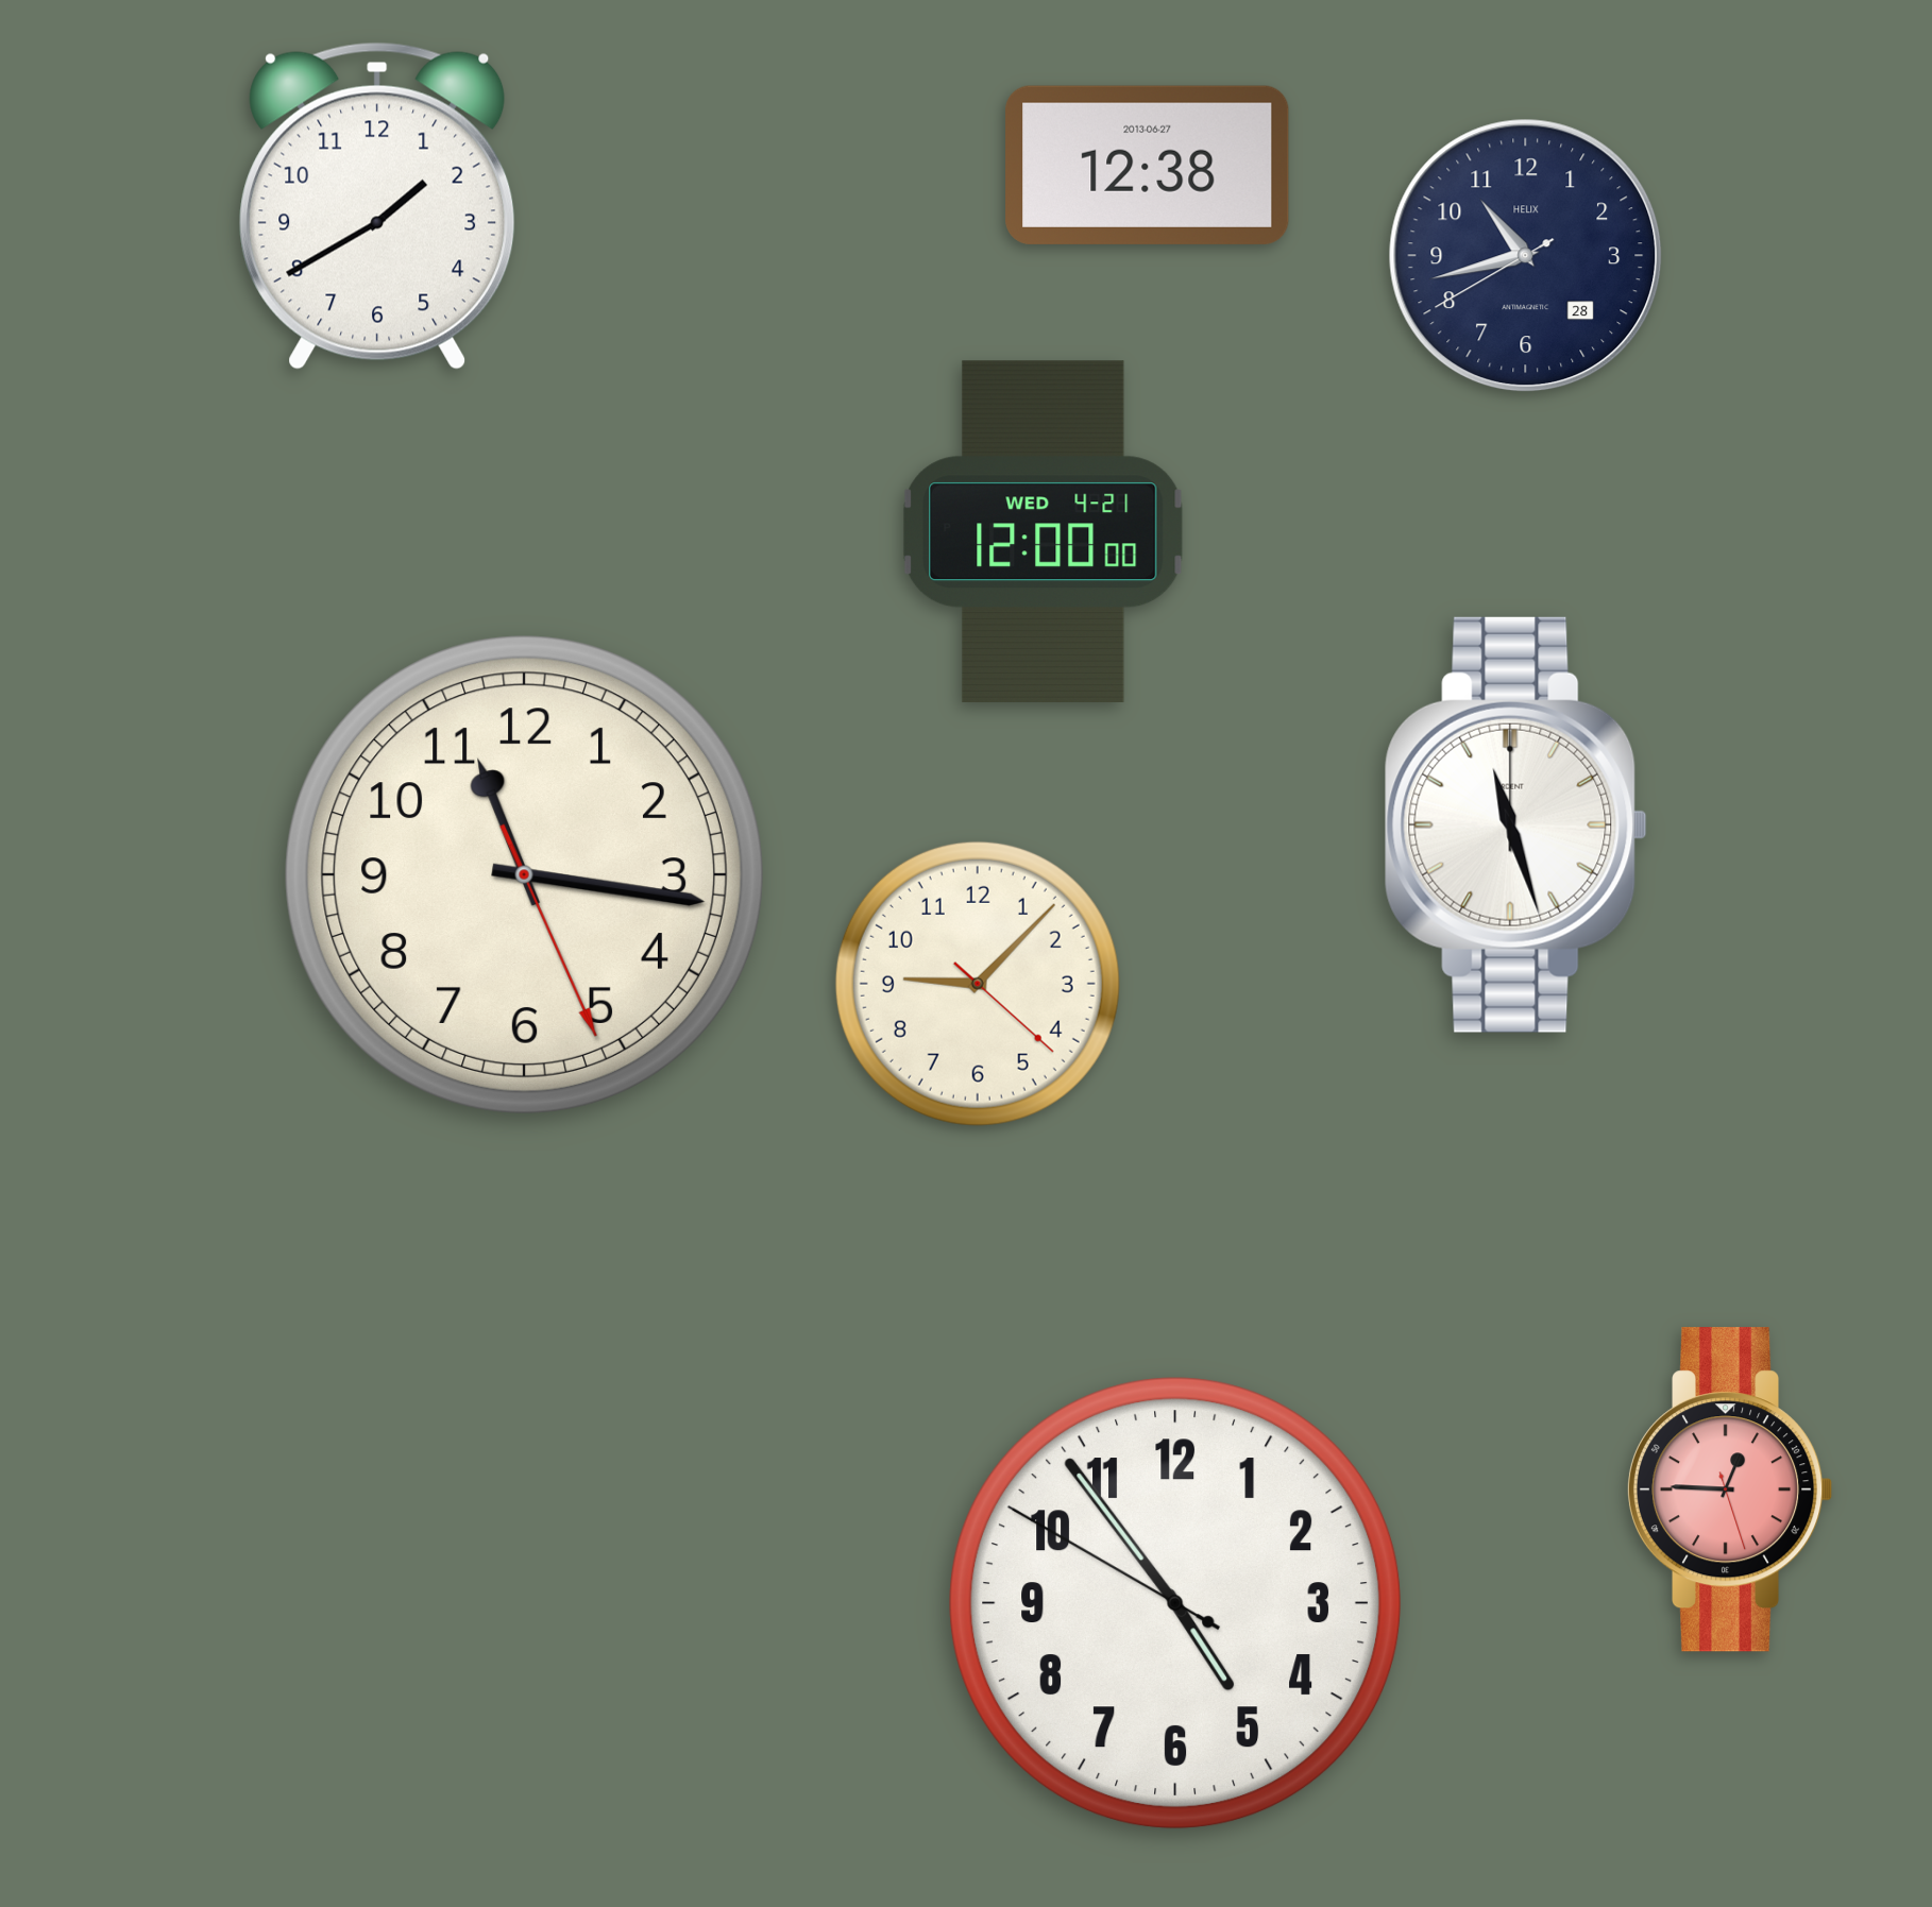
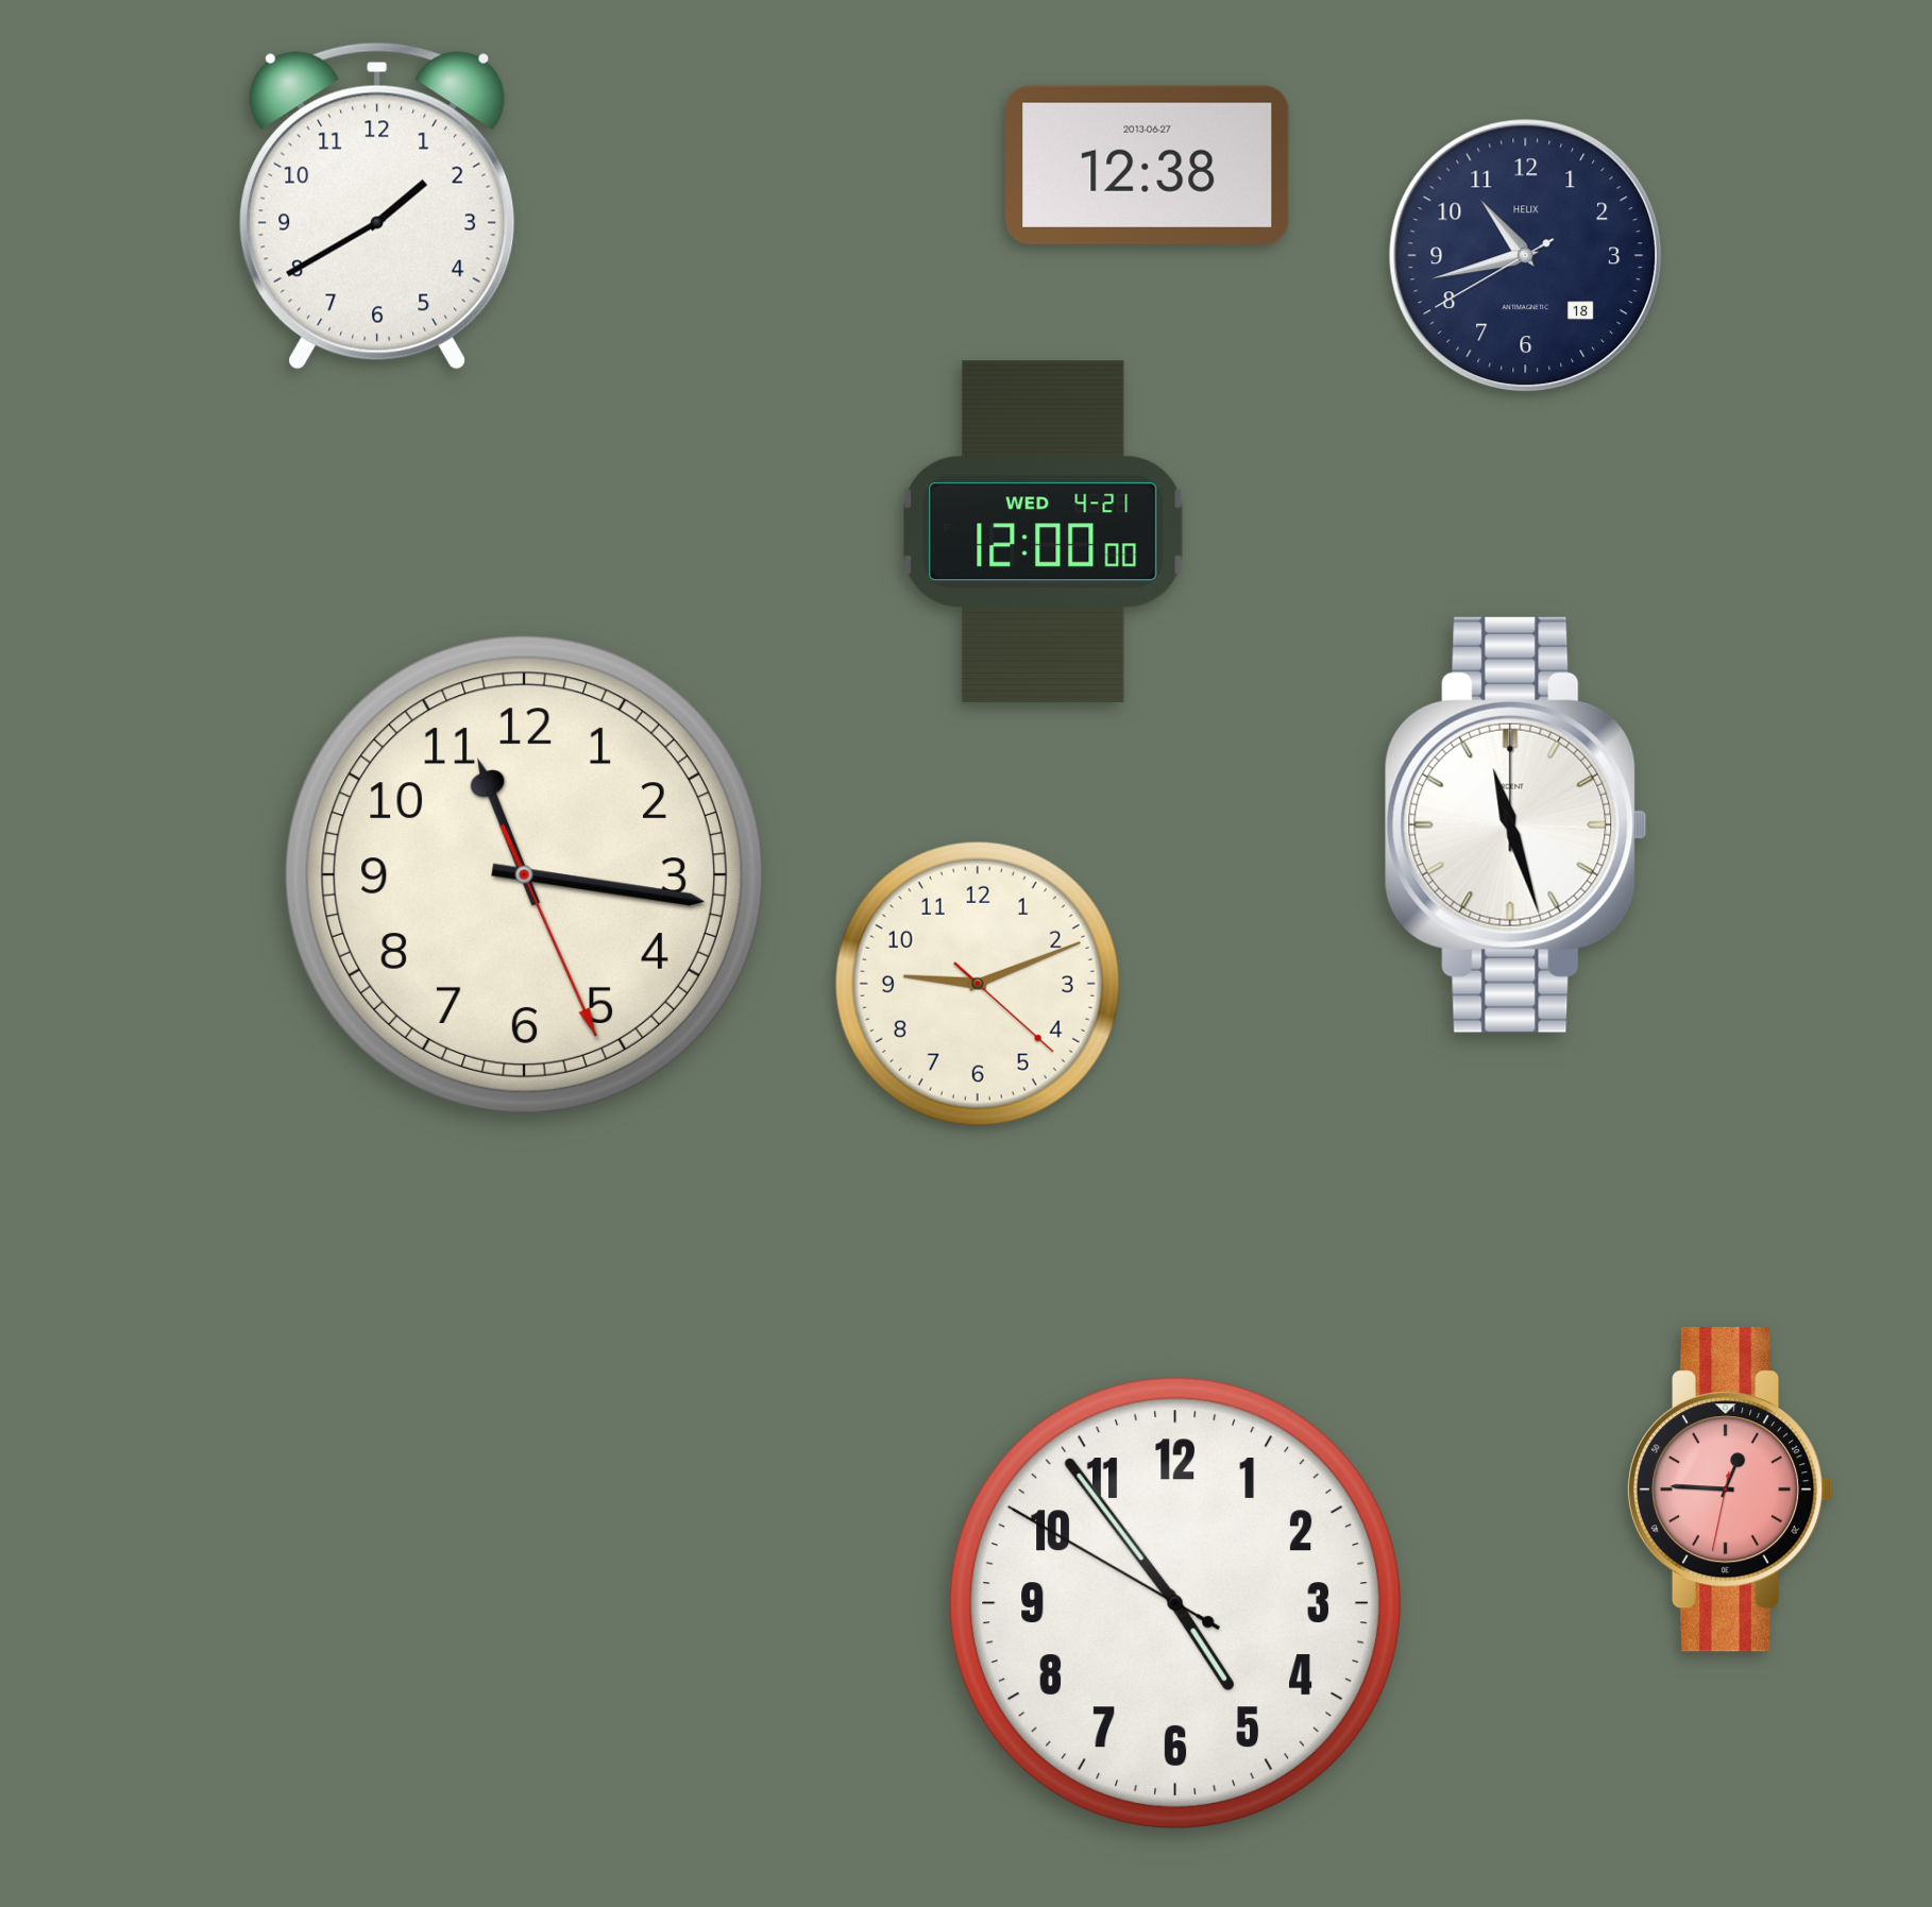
clock at (1526, 256) date: 28 -> 18
clock at (978, 984): 9:07 -> 9:11
clock at (1730, 1489): 12:45:27 -> 12:45:32
